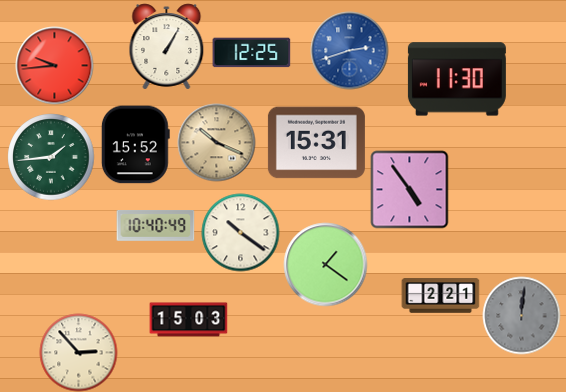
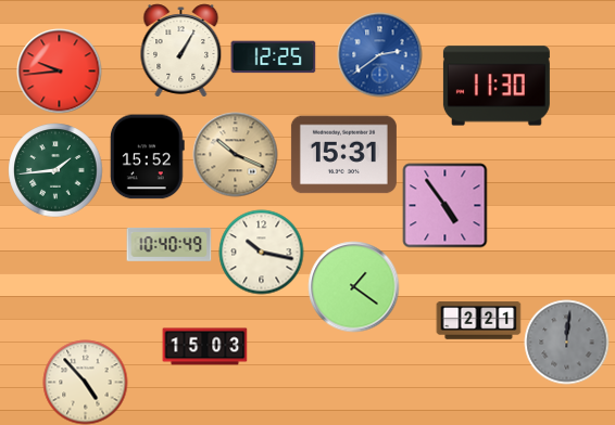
clock at (349, 50): 2:42 -> 2:39
clock at (240, 232): 10:21 -> 10:17
clock at (78, 352): 2:53 -> 4:53
